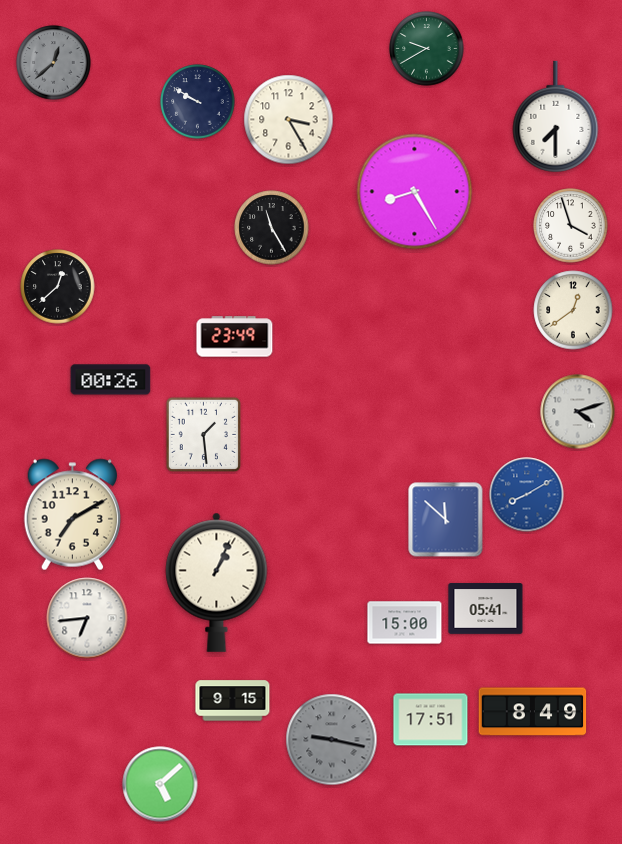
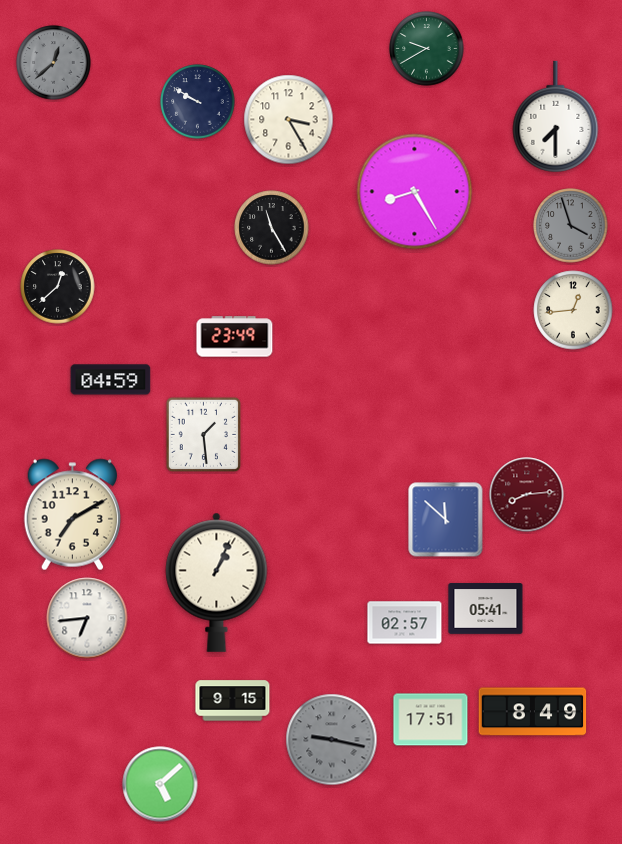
clock at (571, 226) dial: white -> grey
clock at (573, 310): 12:39 -> 12:44
clock at (111, 380): 00:26 -> 04:59
clock at (578, 412): 4:12 -> none
clock at (527, 495): 8:10 -> 8:14
clock at (527, 495) dial: blue -> burgundy
clock at (405, 623): 15:00 -> 02:57
